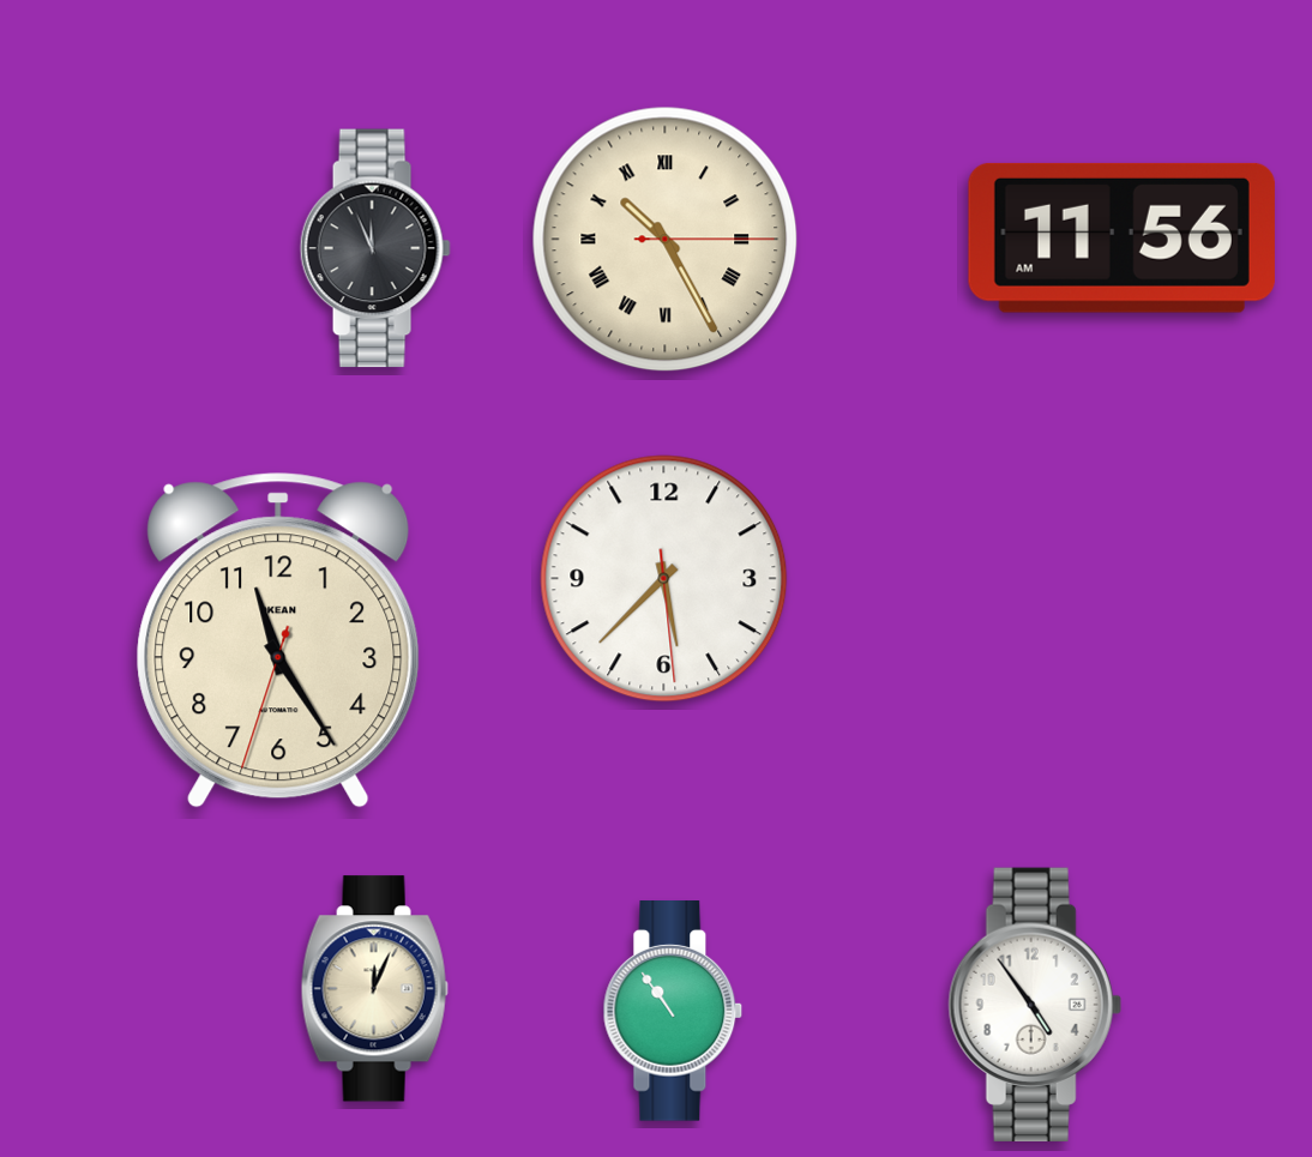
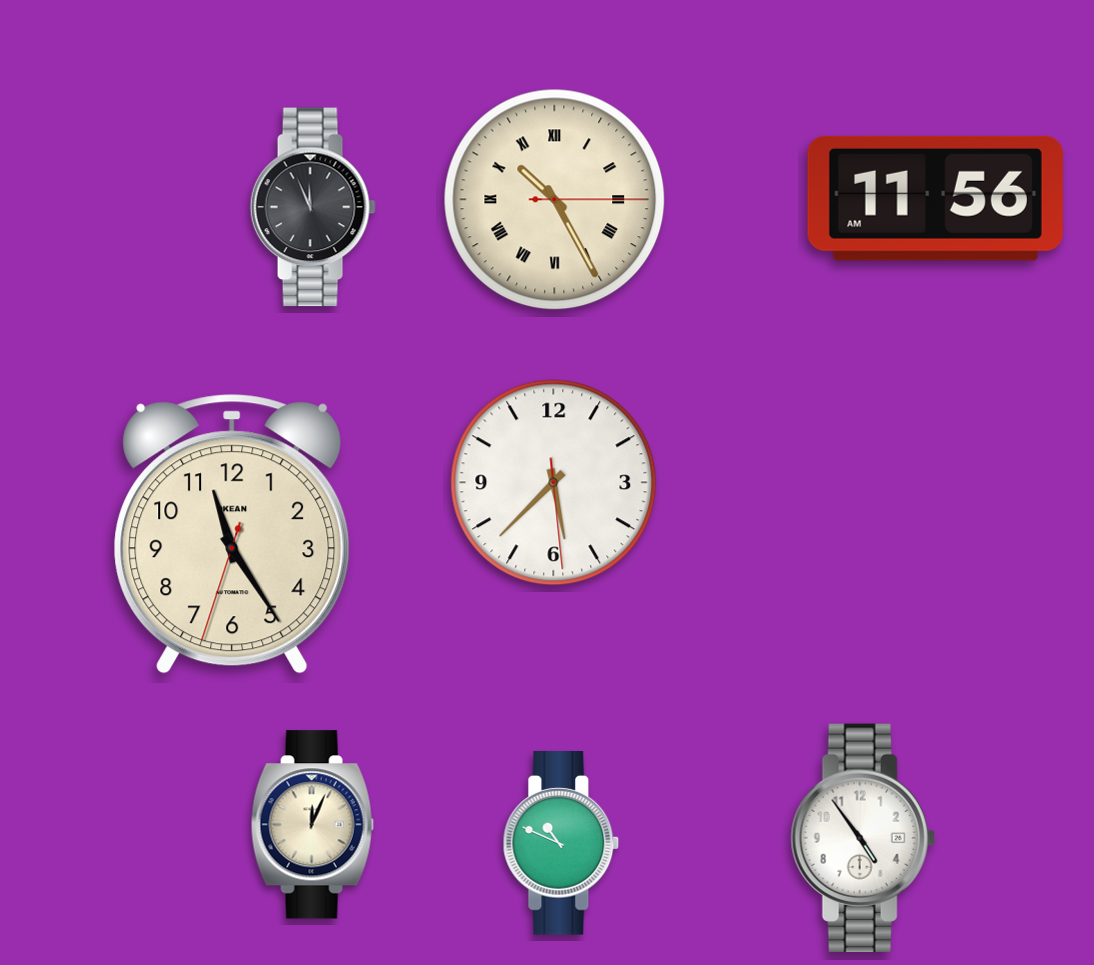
clock at (673, 1012): 10:54 -> 10:49
